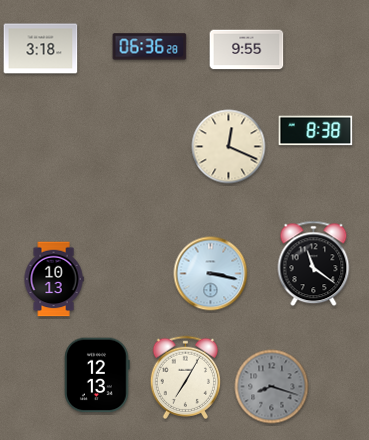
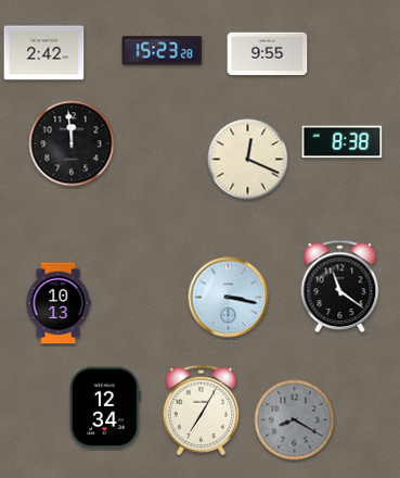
clock at (150, 47): 06:36 -> 15:23
clock at (41, 49): 3:18 -> 2:42
clock at (72, 143): none -> 11:59
clock at (97, 375): 12:13 -> 12:34
clock at (272, 387): 8:18 -> 8:20
